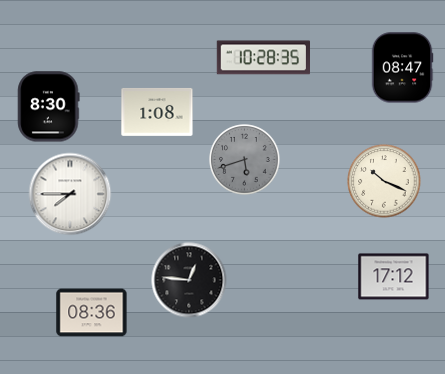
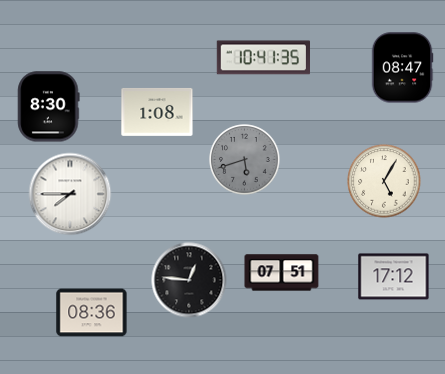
clock at (263, 58): 10:28 -> 10:41
clock at (384, 181): 10:19 -> 5:05
clock at (282, 273): none -> 07:51
